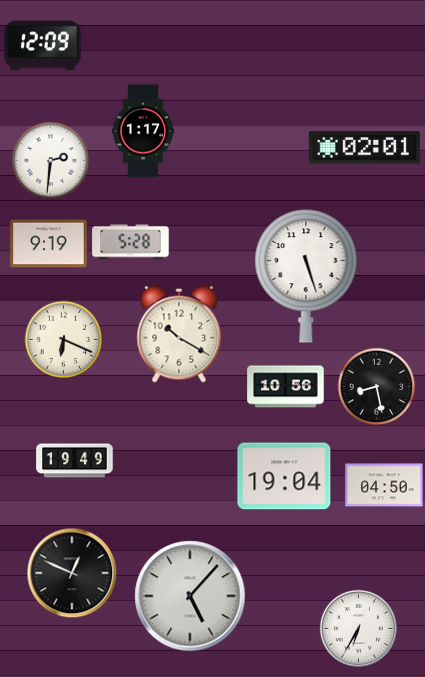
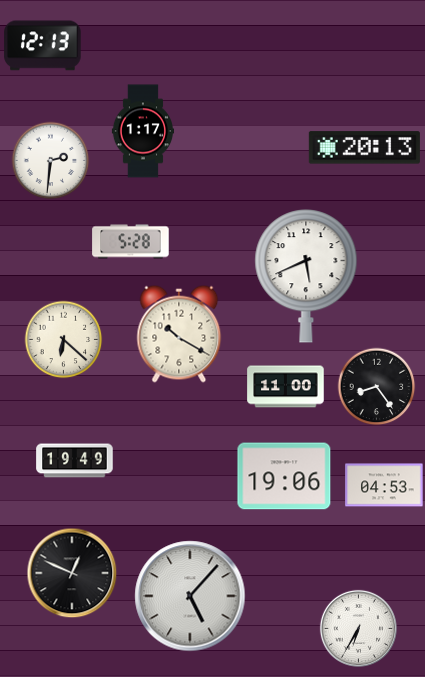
clock at (43, 46): 12:09 -> 12:13
clock at (364, 148): 02:01 -> 20:13
clock at (49, 244): 9:19 -> none
clock at (306, 276): 5:27 -> 5:41
clock at (63, 339): 6:19 -> 6:22
clock at (376, 386): 8:28 -> 8:24
clock at (286, 387): 10:56 -> 11:00
clock at (284, 476): 19:04 -> 19:06
clock at (384, 485): 04:50 -> 04:53
